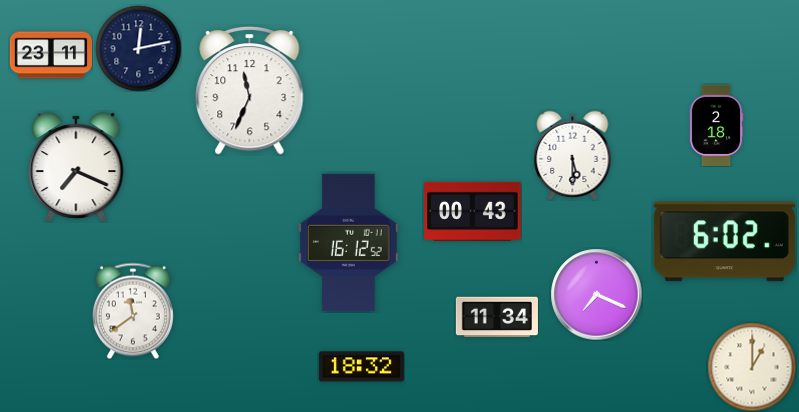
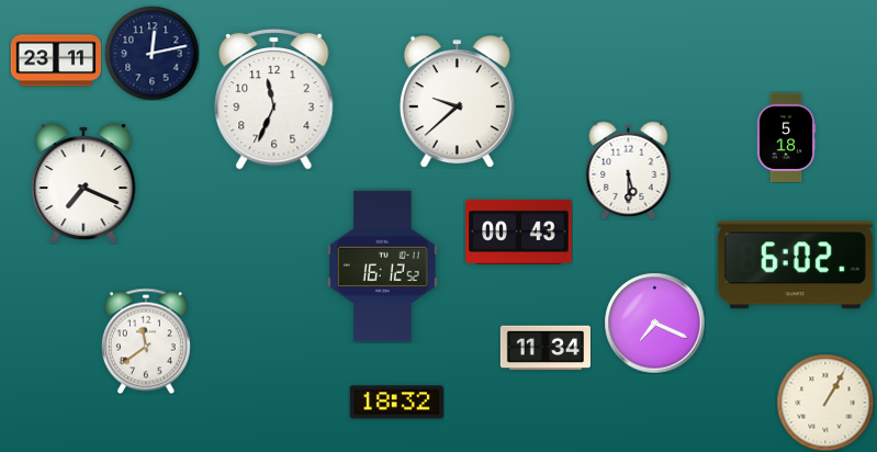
clock at (457, 102): none -> 9:38
clock at (716, 125): 2:18 -> 5:18
clock at (752, 367): 1:00 -> 1:05
